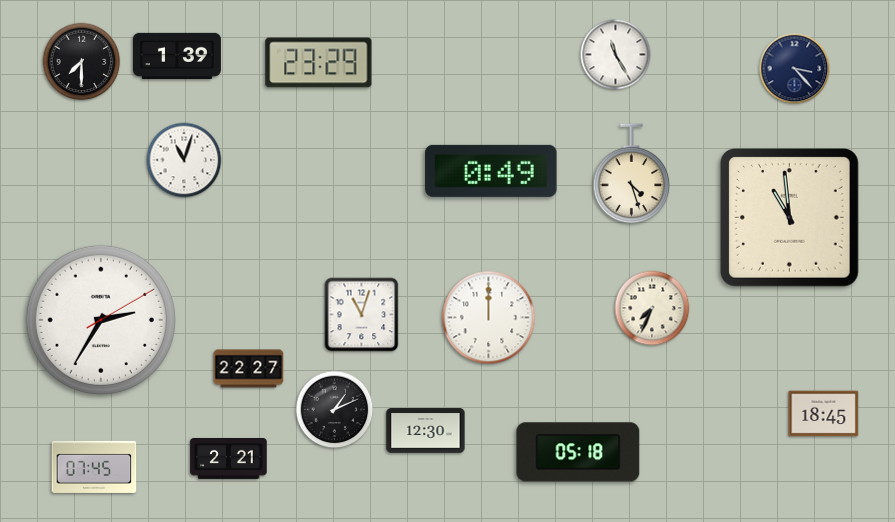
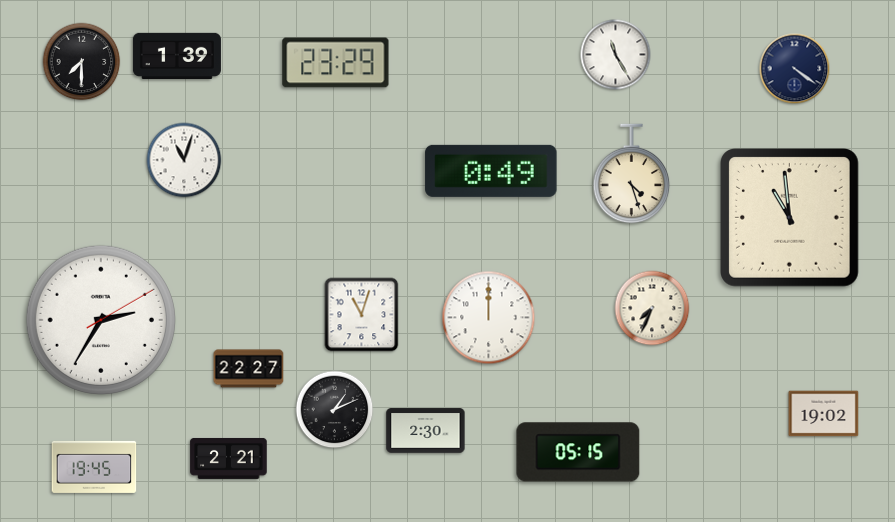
clock at (319, 63) position: (319, 63) -> (336, 63)
clock at (795, 69): 3:23 -> 4:21
clock at (824, 414): 18:45 -> 19:02
clock at (426, 431): 12:30 -> 2:30
clock at (578, 452): 05:18 -> 05:15
clock at (94, 467): 07:45 -> 19:45
